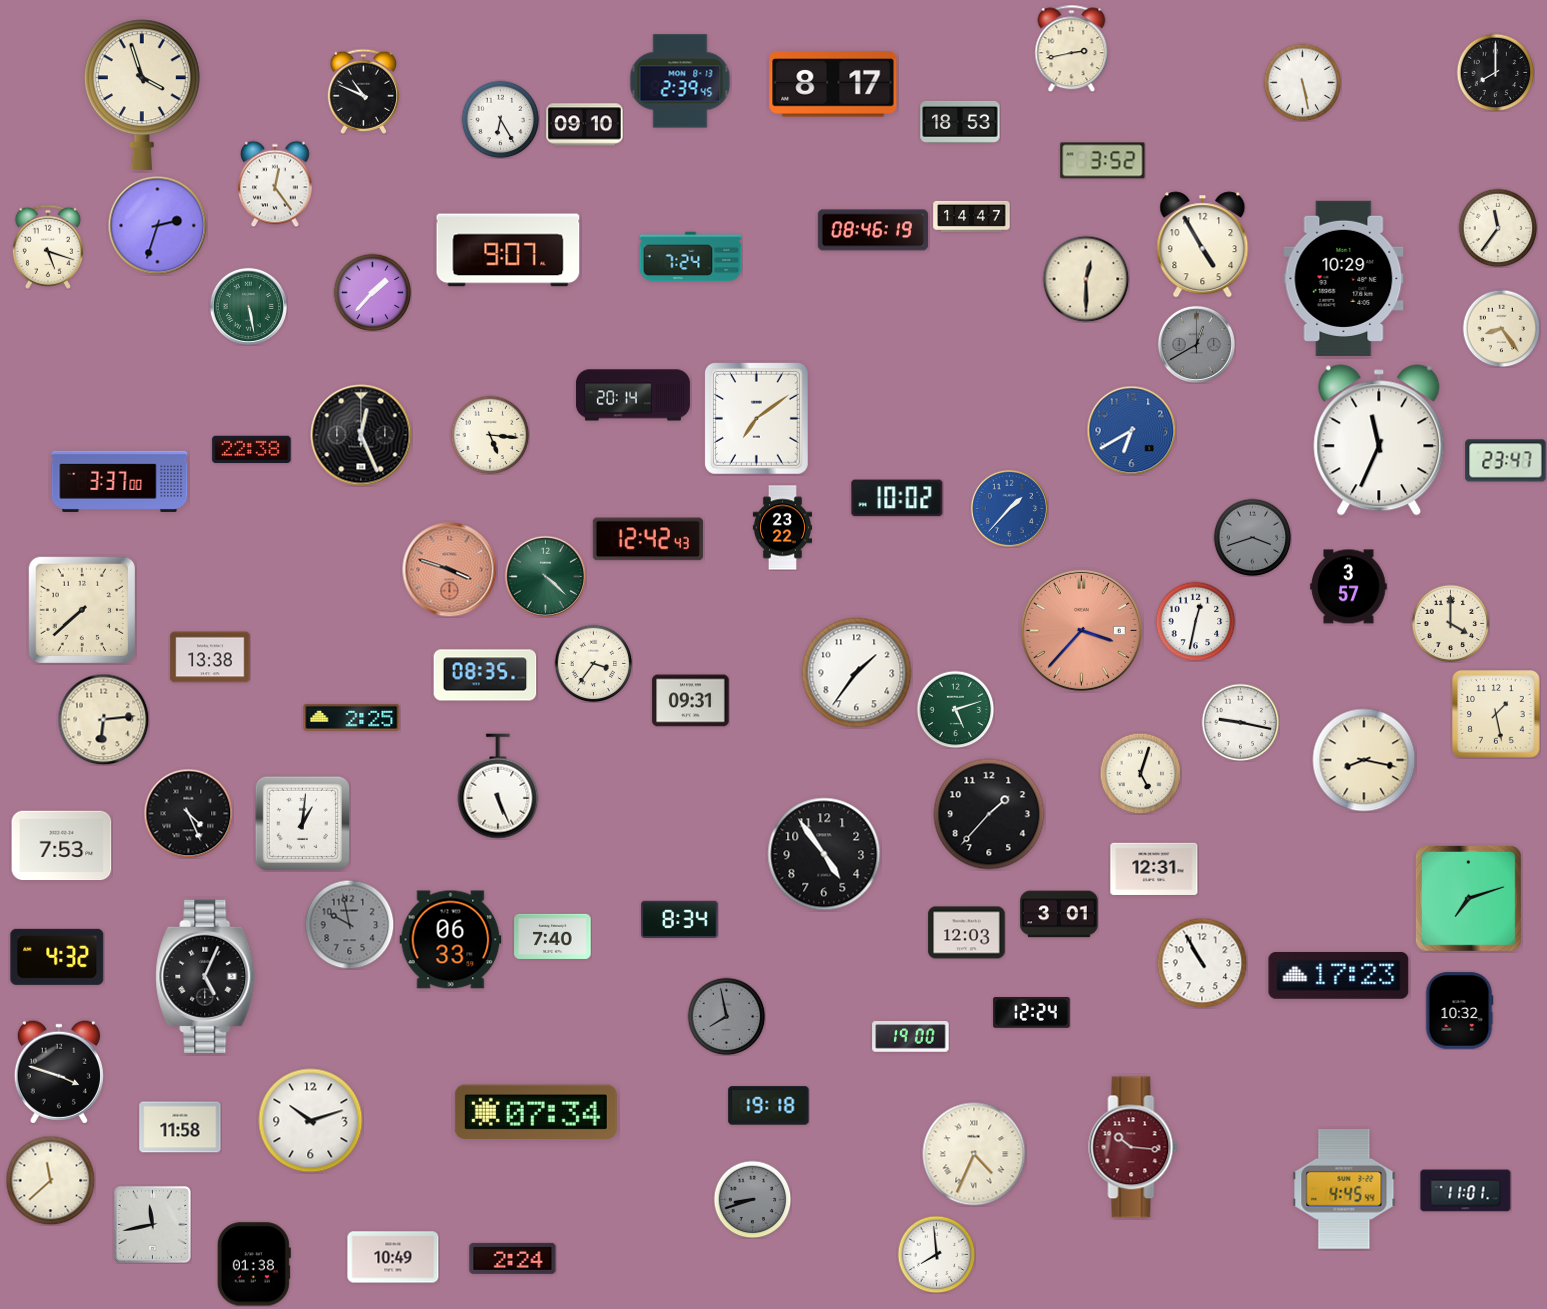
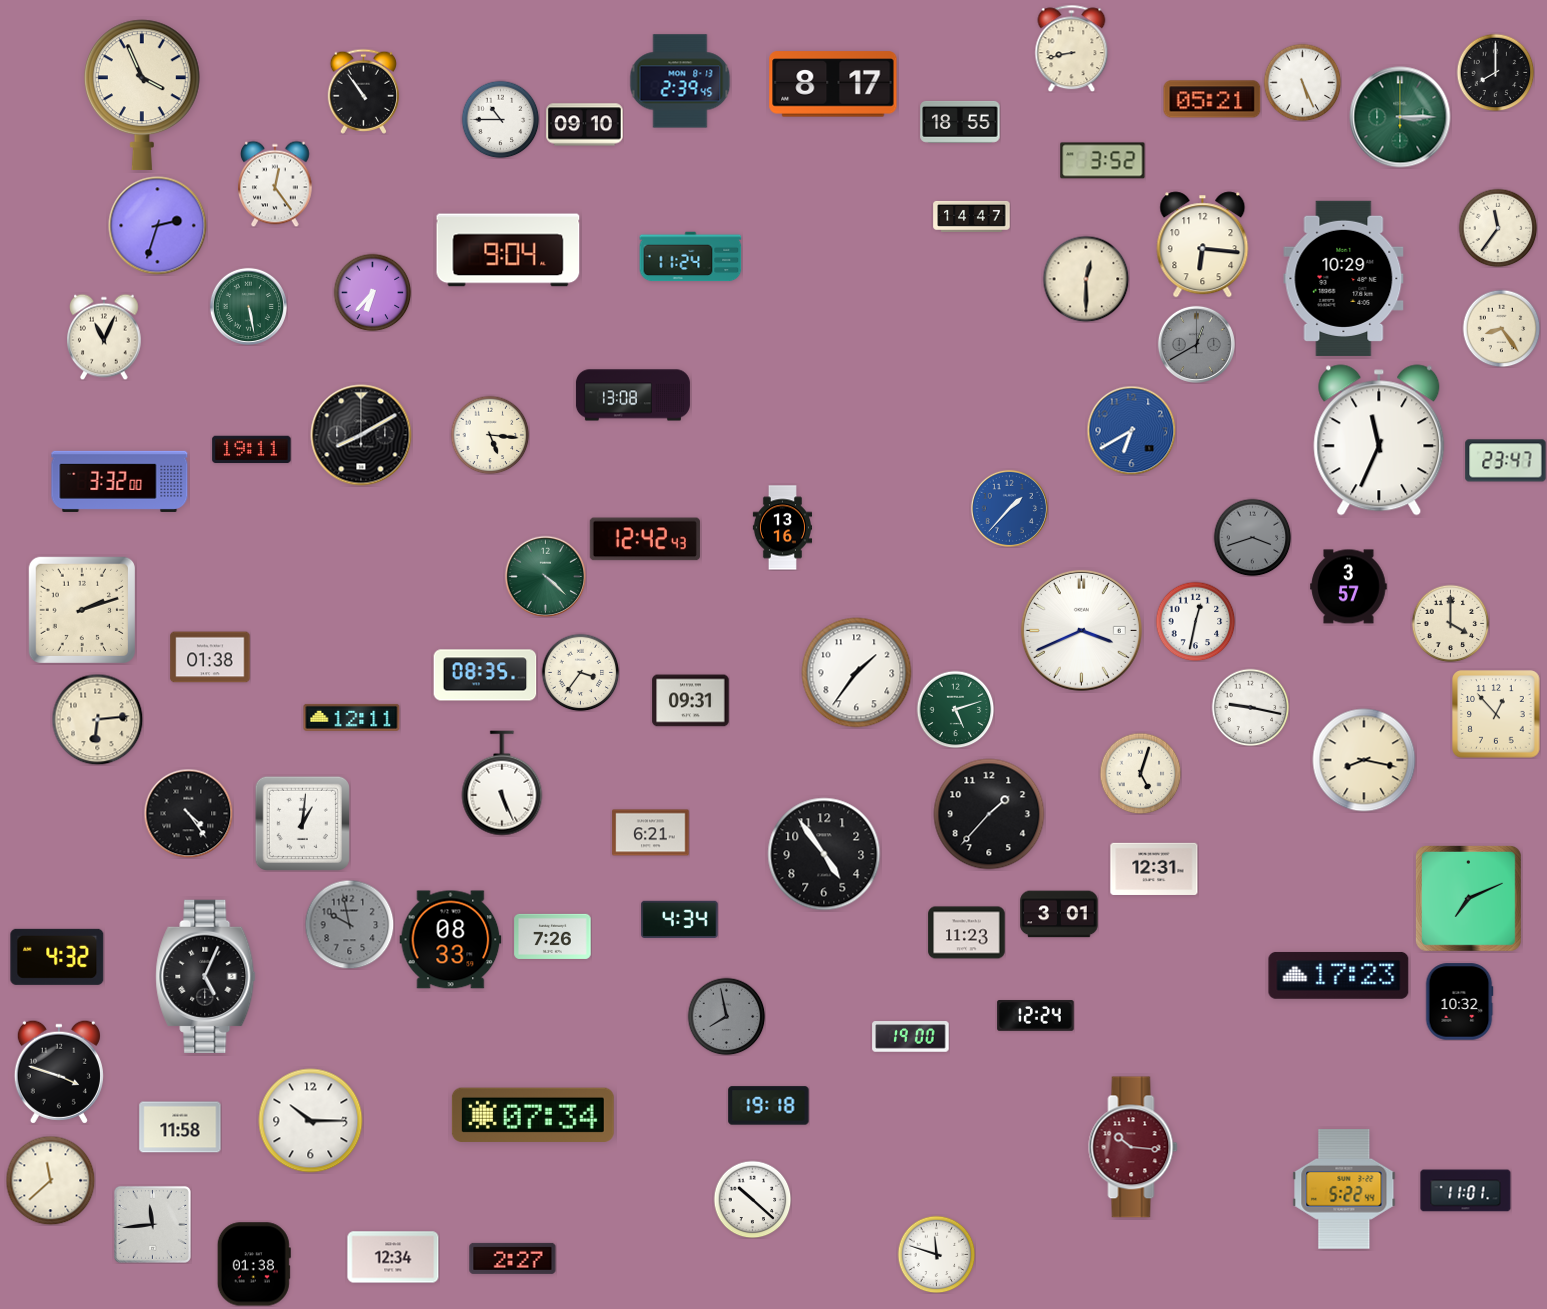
clock at (1072, 48): 2:43 -> 8:43
clock at (1302, 82): 5:28 -> 5:26
clock at (364, 91): 10:49 -> 10:54
clock at (142, 95): 3:57 -> 3:56
clock at (1212, 99): none -> 05:21
clock at (1400, 117): none -> 3:15
clock at (500, 119): 6:25 -> 10:45
clock at (960, 122): 18:53 -> 18:55
clock at (873, 230): 08:46 -> none
clock at (1203, 245): 4:55 -> 6:16
clock at (48, 247): 5:18 -> none
clock at (508, 250): 9:07 -> 9:04
clock at (691, 257): 7:24 -> 11:24
clock at (372, 292): 1:37 -> 6:37
clock at (105, 337): none -> 11:04
clock at (633, 395): 20:14 -> 13:08
clock at (756, 418): 7:09 -> none
clock at (361, 435): 12:26 -> 8:10
clock at (252, 450): 22:38 -> 19:11
clock at (120, 481): 3:37 -> 3:32
clock at (897, 498): 10:02 -> none
clock at (782, 528): 23:22 -> 13:16
clock at (648, 539) position: (648, 539) -> (645, 539)
clock at (449, 569): 3:48 -> none
clock at (82, 610): 7:38 -> 2:12
clock at (1081, 630): 3:37 -> 3:41
clock at (1081, 630) dial: salmon -> white
clock at (210, 657): 13:38 -> 01:38
clock at (593, 663) position: (593, 663) -> (580, 672)
clock at (1496, 714): 1:28 -> 12:53
clock at (352, 717): 2:25 -> 12:11
clock at (103, 719) position: (103, 719) -> (97, 719)
clock at (1240, 722) position: (1240, 722) -> (1250, 707)
clock at (498, 786) position: (498, 786) -> (502, 783)
clock at (188, 813): 4:26 -> 4:24
clock at (651, 833): none -> 6:21
clock at (62, 846): 7:53 -> none
clock at (1468, 898): 7:12 -> 7:11
clock at (680, 919): 8:34 -> 4:34
clock at (967, 933): 12:03 -> 11:23
clock at (553, 936): 7:40 -> 7:26
clock at (451, 940): 06:33 -> 08:33
clock at (1202, 963): 10:55 -> none
clock at (1459, 1011) position: (1459, 1011) -> (1459, 1002)
clock at (1032, 1013) position: (1032, 1013) -> (1036, 1016)
clock at (536, 1112) position: (536, 1112) -> (533, 1115)
clock at (311, 1121): 10:12 -> 10:15
clock at (974, 1154): 4:34 -> none
clock at (1344, 1190): 4:45 -> 5:22
clock at (752, 1199): 8:42 -> 10:22
clock at (752, 1199) dial: grey -> white
clock at (152, 1224): 11:43 -> 11:44
clock at (936, 1254): 7:59 -> 11:48
clock at (393, 1257): 10:49 -> 12:34
clock at (513, 1258): 2:24 -> 2:27
